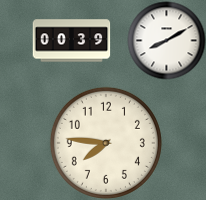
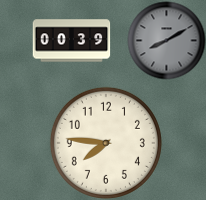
clock at (166, 40) dial: white -> grey
